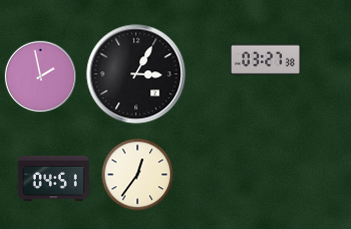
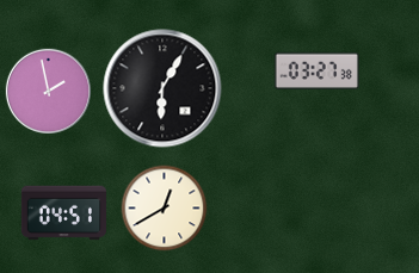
clock at (136, 74): 3:05 -> 6:05
clock at (138, 175): 12:36 -> 12:40
